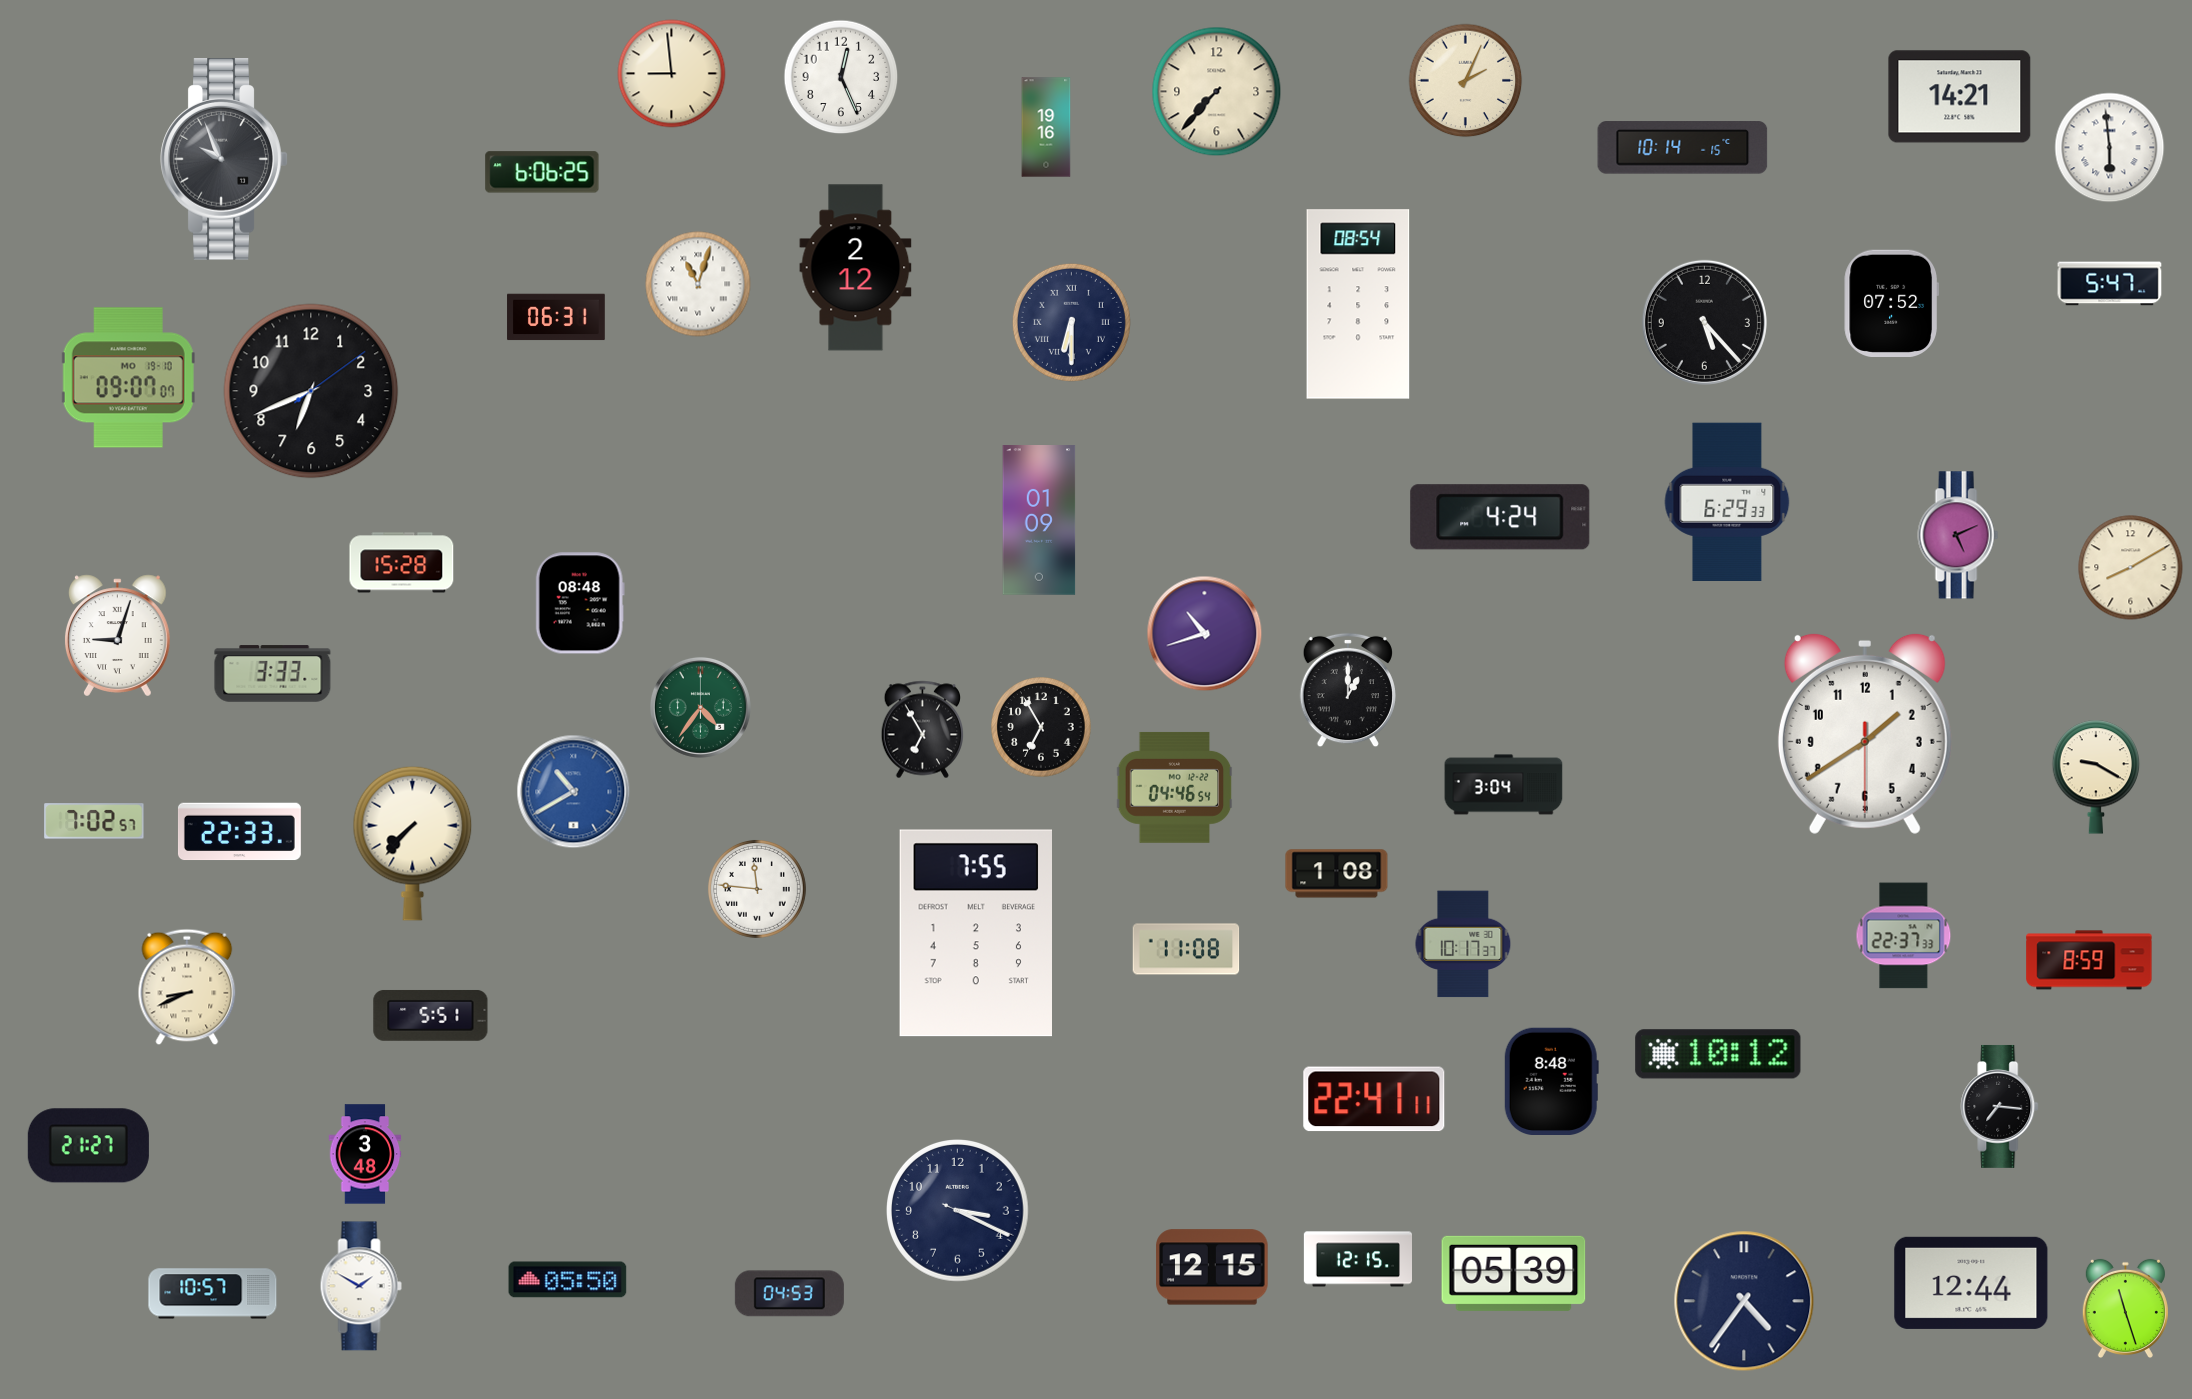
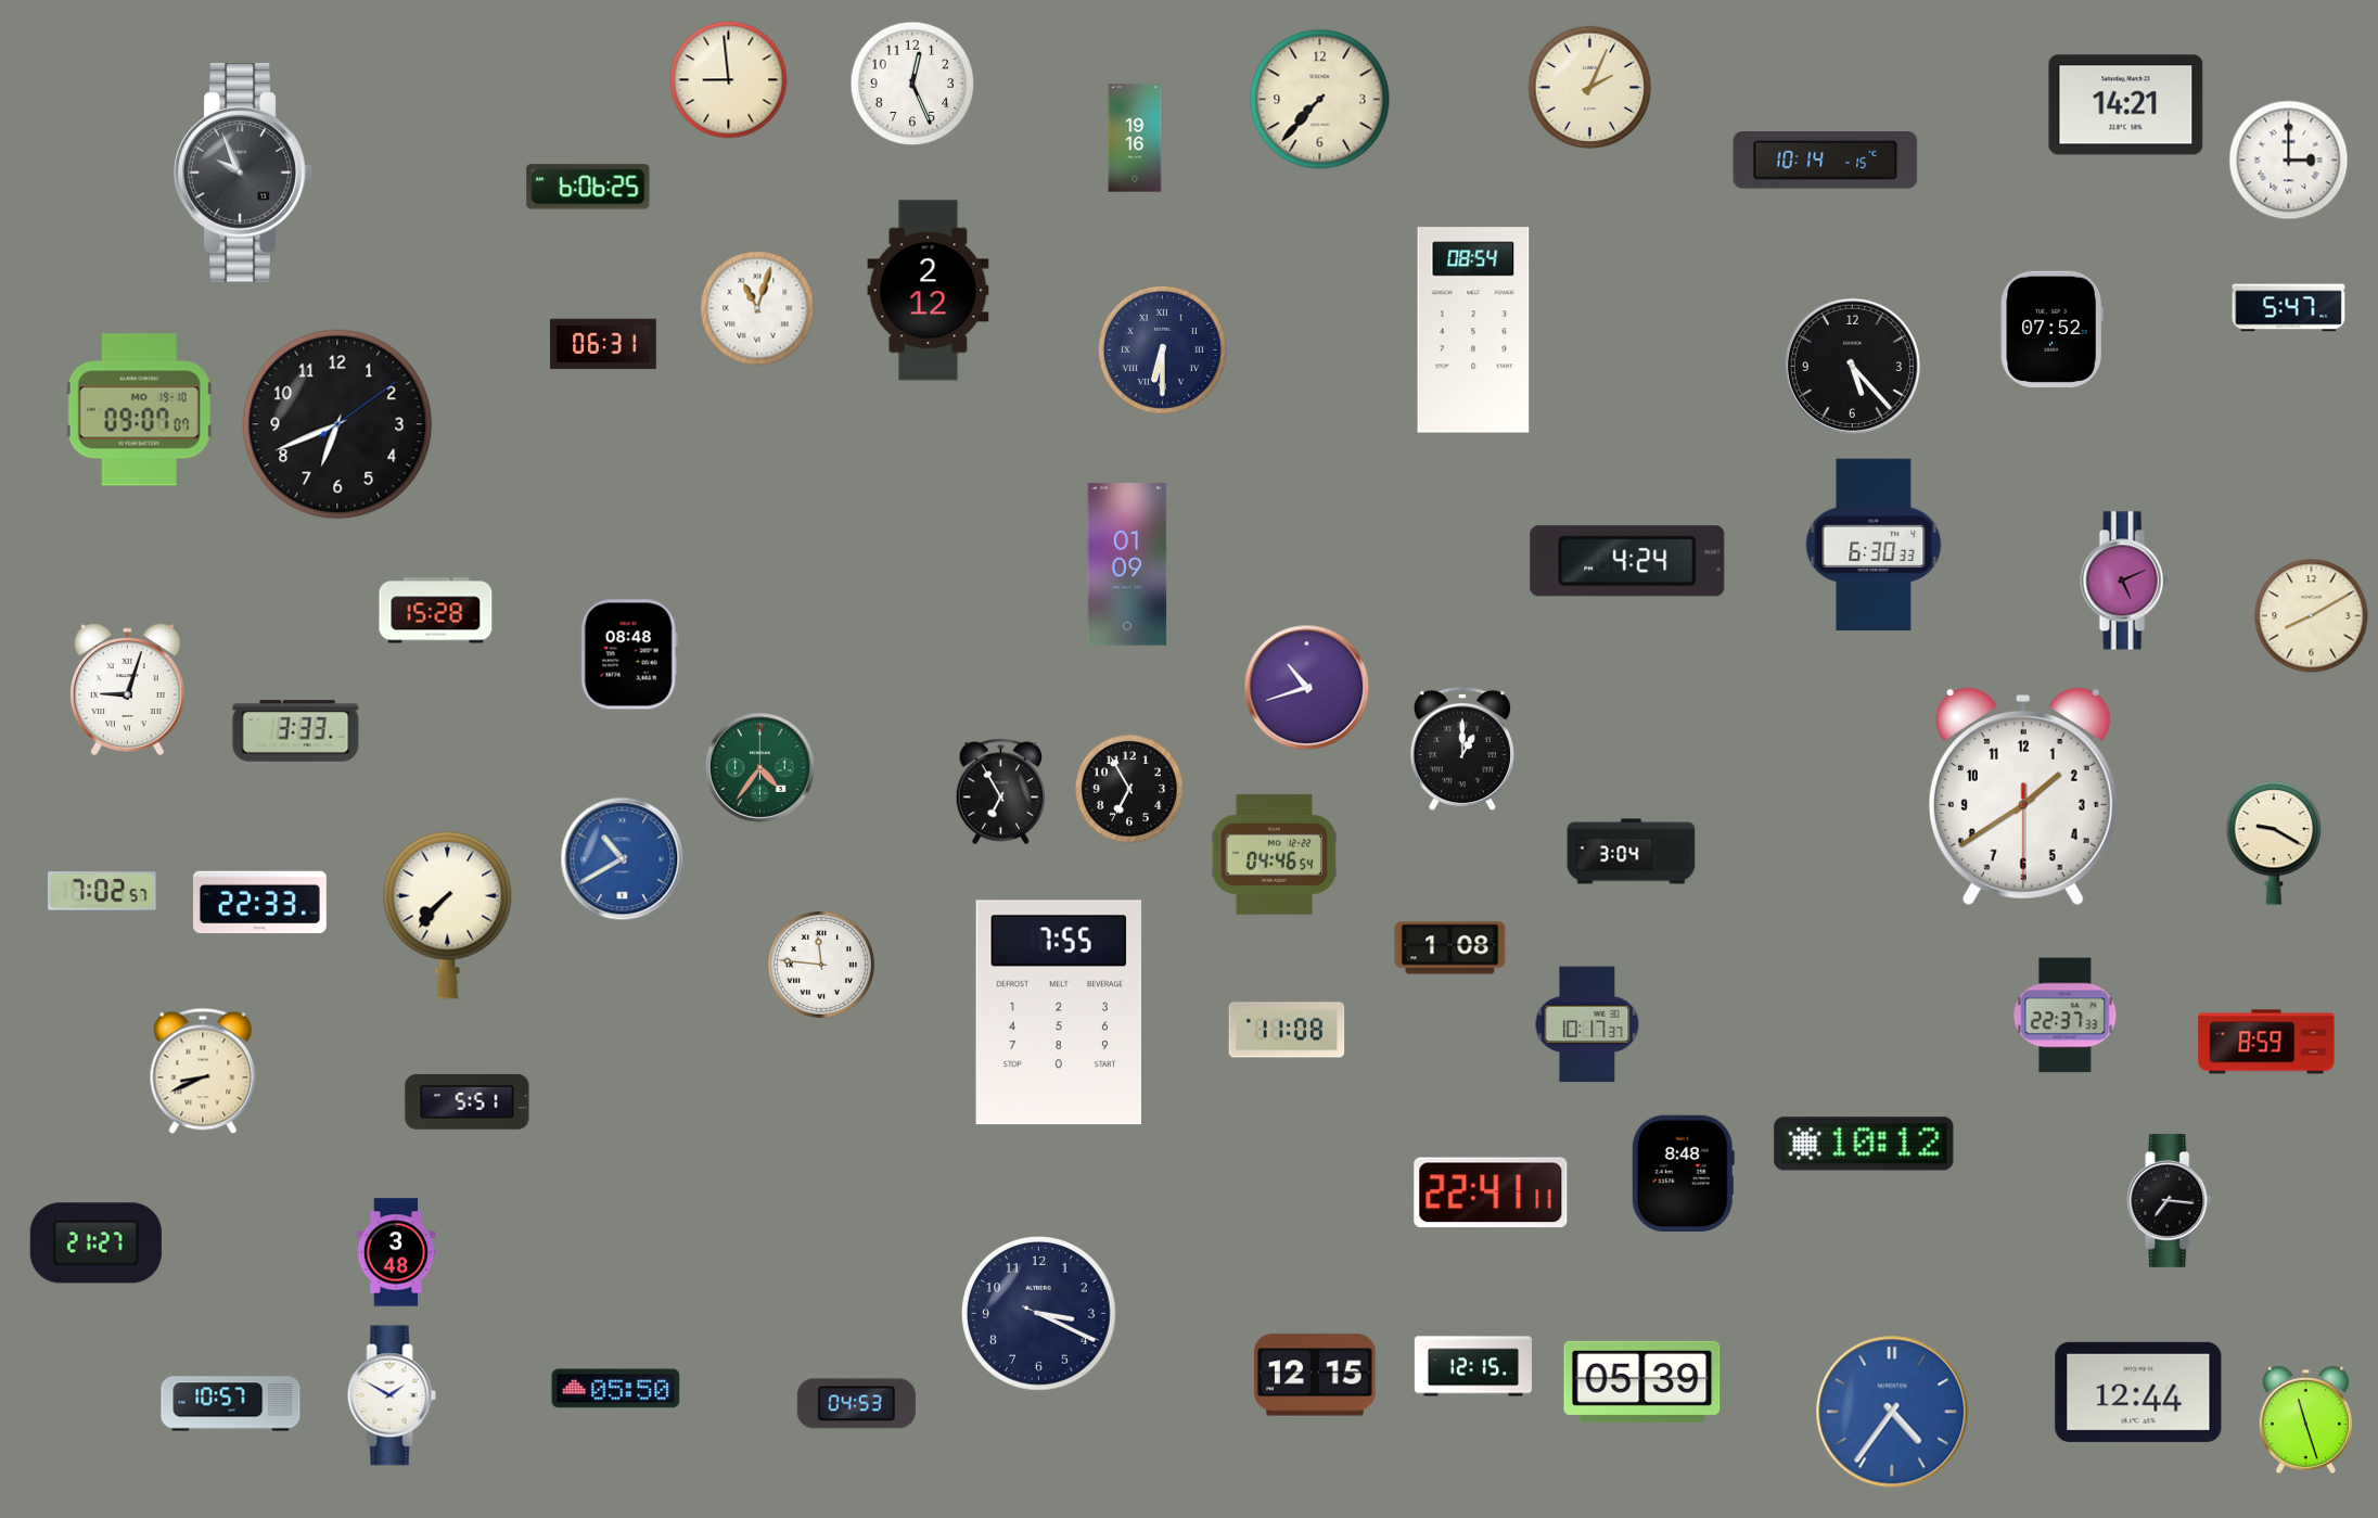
clock at (2110, 148): 5:59 -> 3:00
clock at (1704, 322) position: (1704, 322) -> (1852, 366)
clock at (1727, 501): 6:29 -> 6:30
clock at (1744, 1301) dial: navy -> blue
